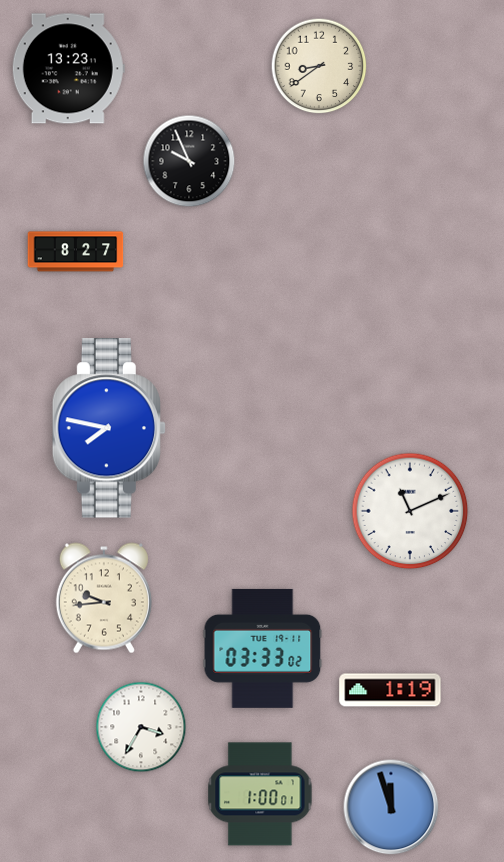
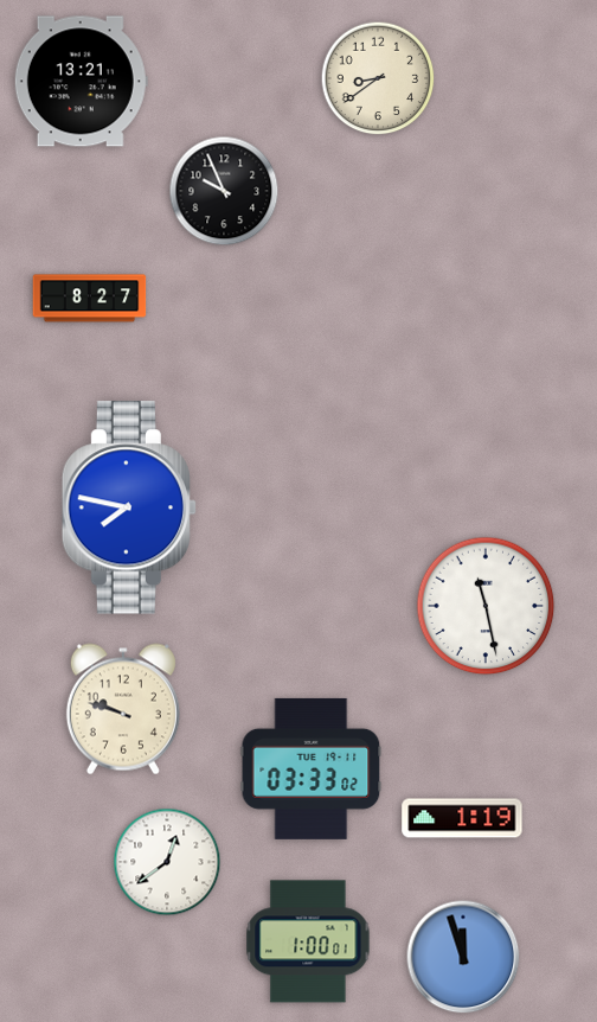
clock at (68, 69): 13:23 -> 13:21
clock at (410, 511): 11:11 -> 11:28
clock at (104, 598): 9:44 -> 9:48
clock at (141, 727): 3:35 -> 12:39
